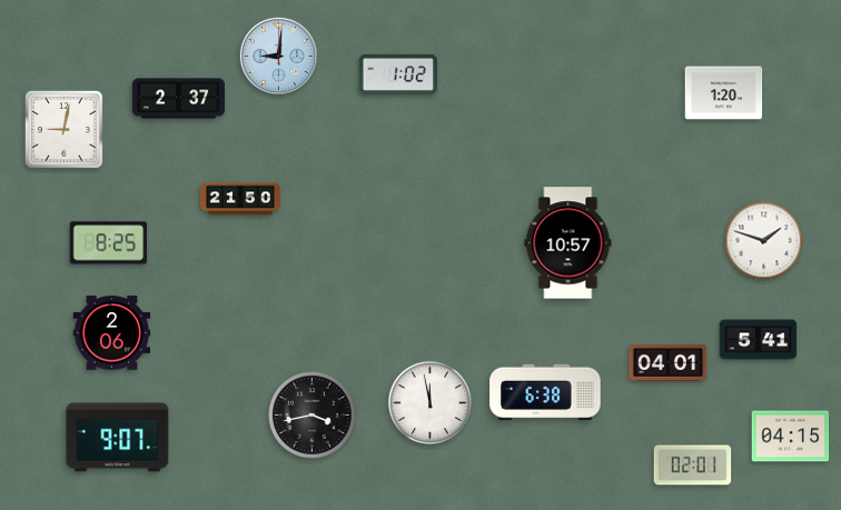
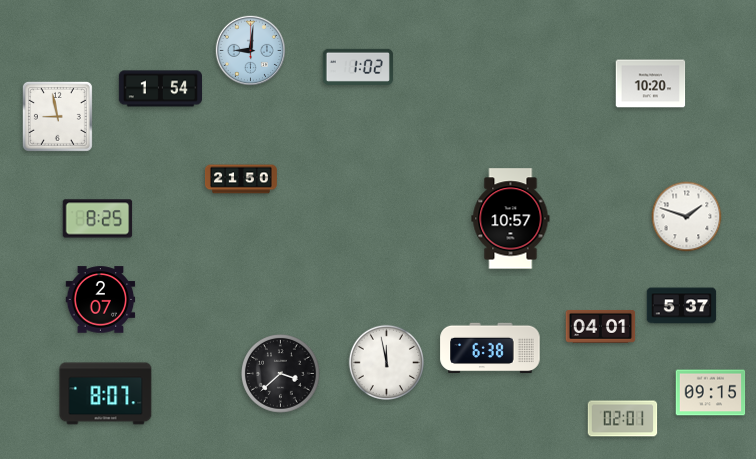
clock at (724, 93): 1:20 -> 10:20
clock at (178, 99): 2:37 -> 1:54
clock at (63, 129): 9:02 -> 8:58
clock at (240, 199) position: (240, 199) -> (241, 179)
clock at (112, 333): 2:06 -> 2:07
clock at (759, 340): 5:41 -> 5:37
clock at (545, 392) position: (545, 392) -> (490, 348)
clock at (313, 416): 3:43 -> 3:38
clock at (791, 437): 04:15 -> 09:15
clock at (118, 438): 9:07 -> 8:07
